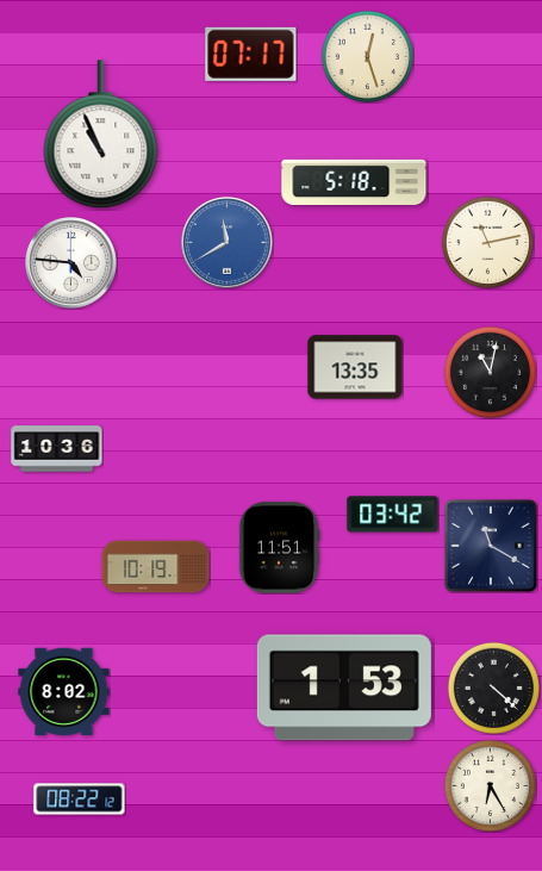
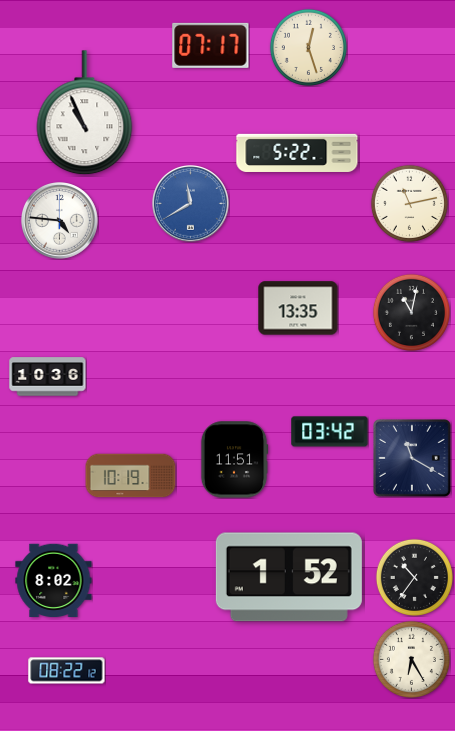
clock at (354, 182): 5:18 -> 5:22
clock at (344, 688): 1:53 -> 1:52
clock at (493, 688): 4:22 -> 10:36
